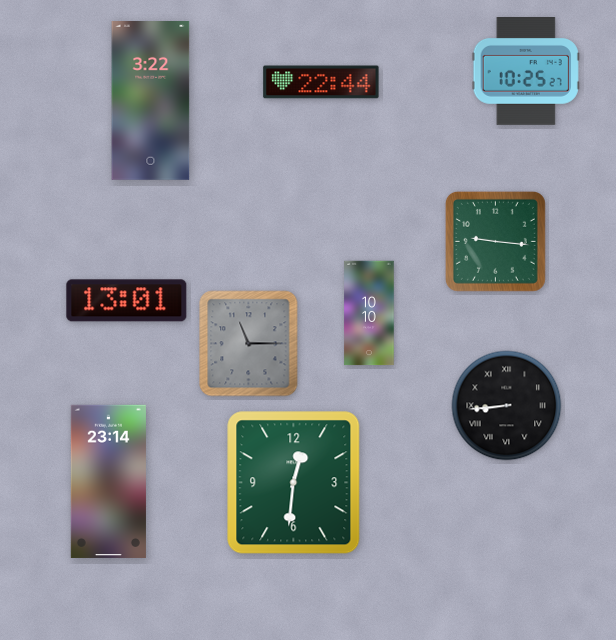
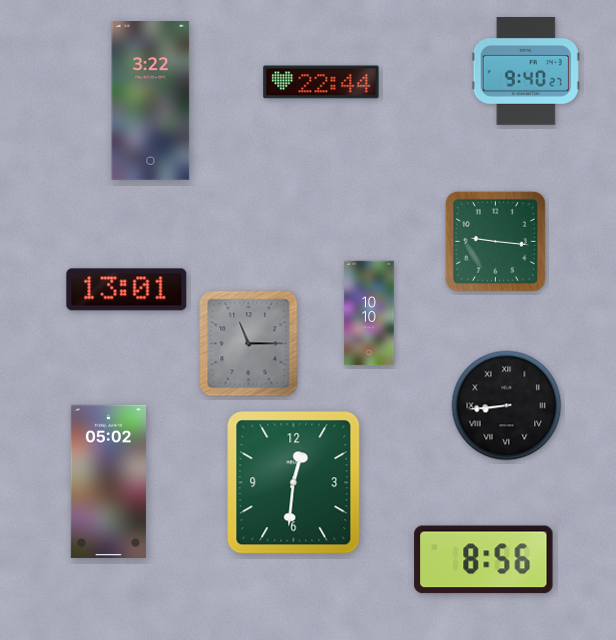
clock at (526, 72): 10:25 -> 9:40
clock at (127, 301) position: (127, 301) -> (127, 290)
clock at (108, 481): 23:14 -> 05:02
clock at (484, 560): none -> 8:56
